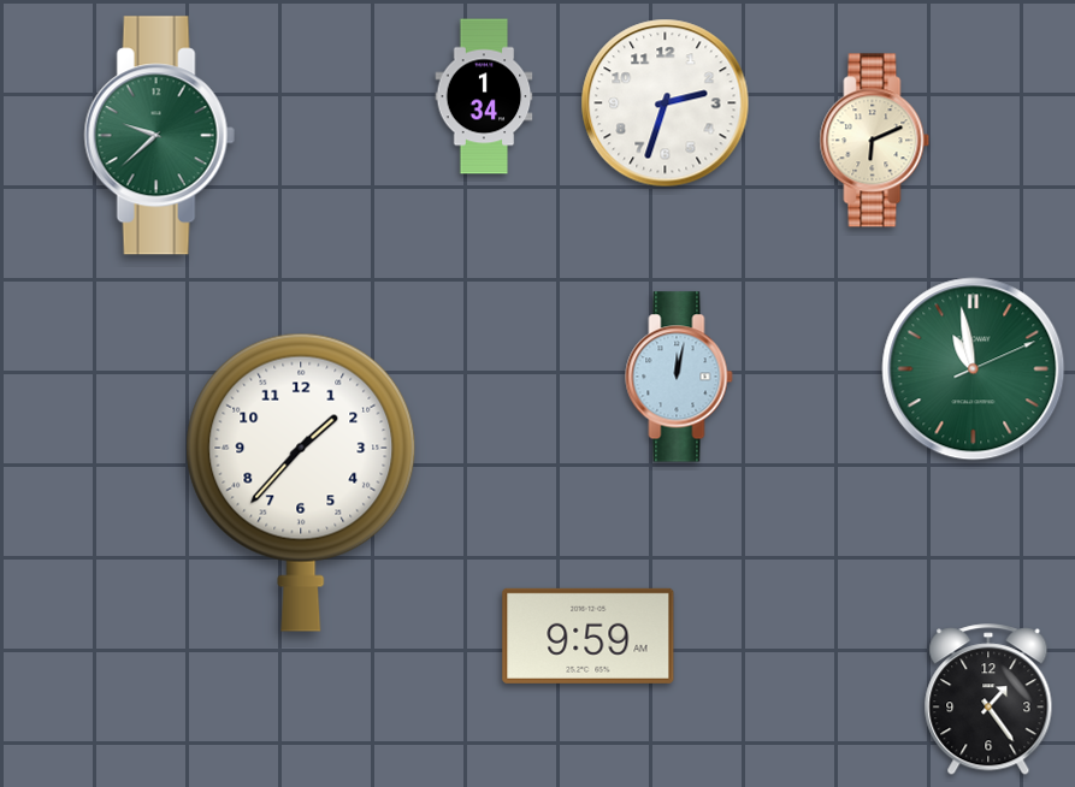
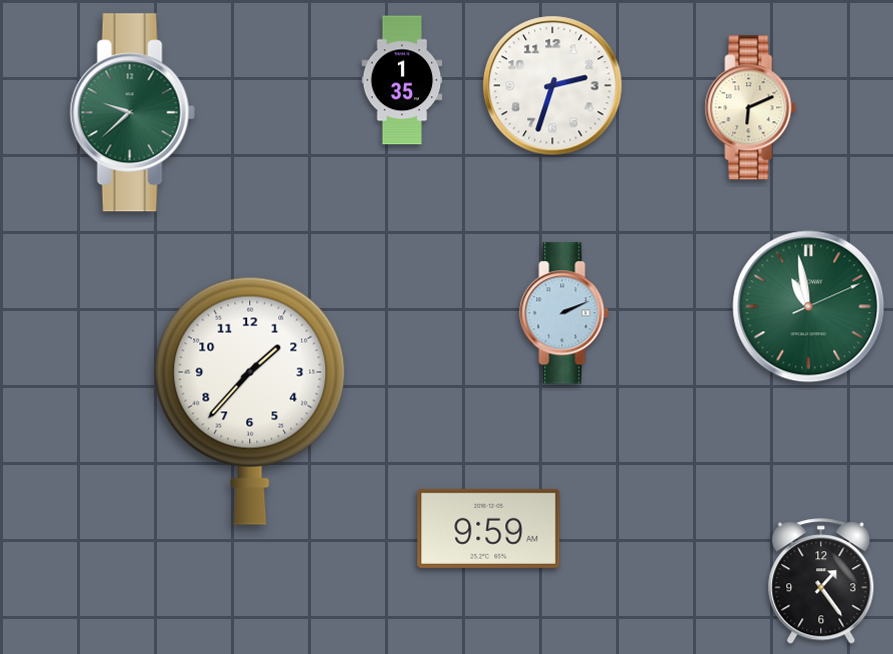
clock at (484, 96): 1:34 -> 1:35
clock at (875, 141) position: (875, 141) -> (751, 108)
clock at (679, 377): 12:02 -> 2:11
